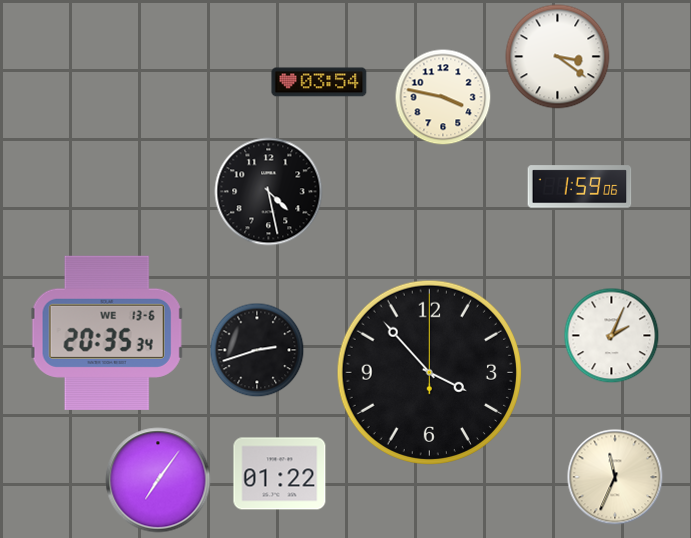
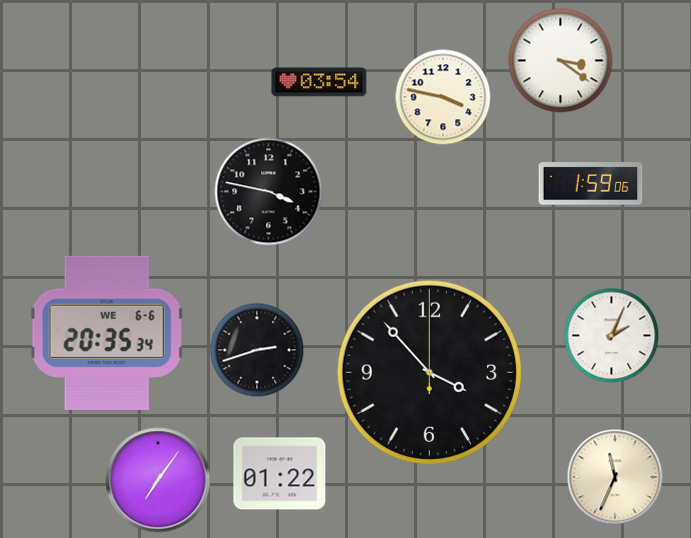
clock at (558, 57) position: (558, 57) -> (561, 61)
clock at (580, 187) position: (580, 187) -> (591, 184)
clock at (269, 192): 4:28 -> 3:47
clock at (107, 333) date: WE 13-6 -> WE 6-6
